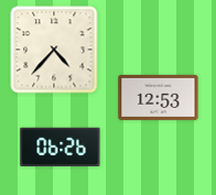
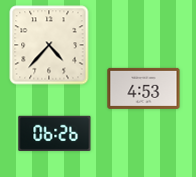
clock at (159, 97): 12:53 -> 4:53
